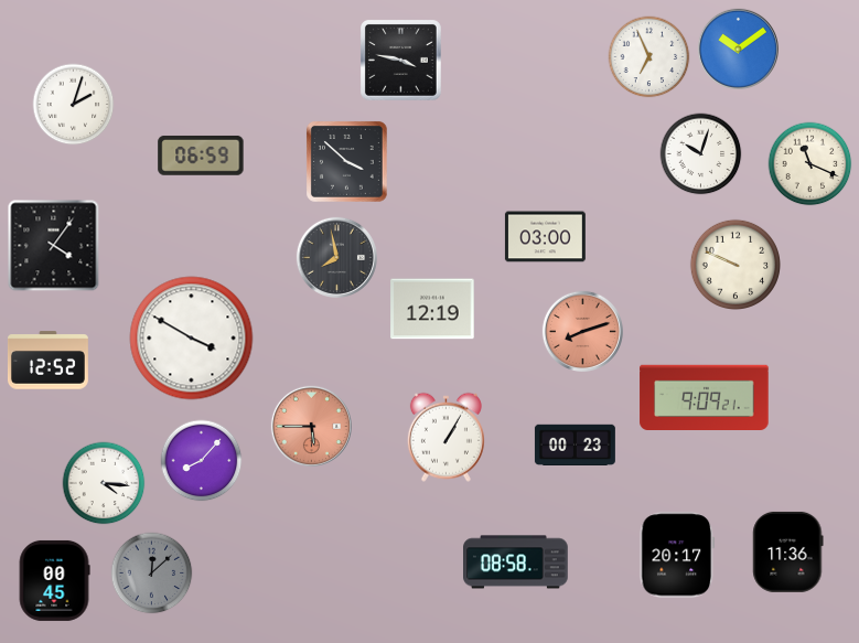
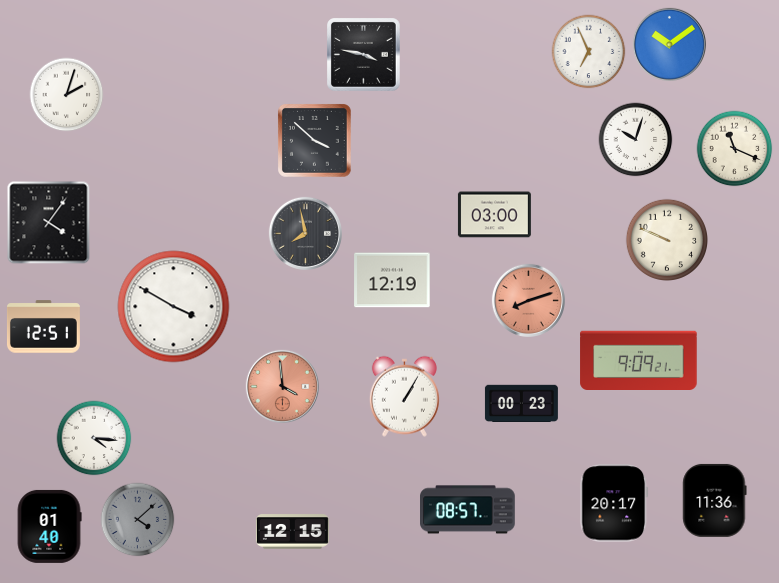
clock at (201, 156): 06:59 -> none
clock at (347, 162) position: (347, 162) -> (315, 141)
clock at (47, 361): 12:52 -> 12:51
clock at (311, 426): 5:45 -> 3:59
clock at (202, 461): 8:07 -> none
clock at (516, 562): 08:58 -> 08:57
clock at (152, 574): 12:08 -> 4:08
clock at (54, 580): 00:45 -> 01:40
clock at (292, 532): none -> 12:15
